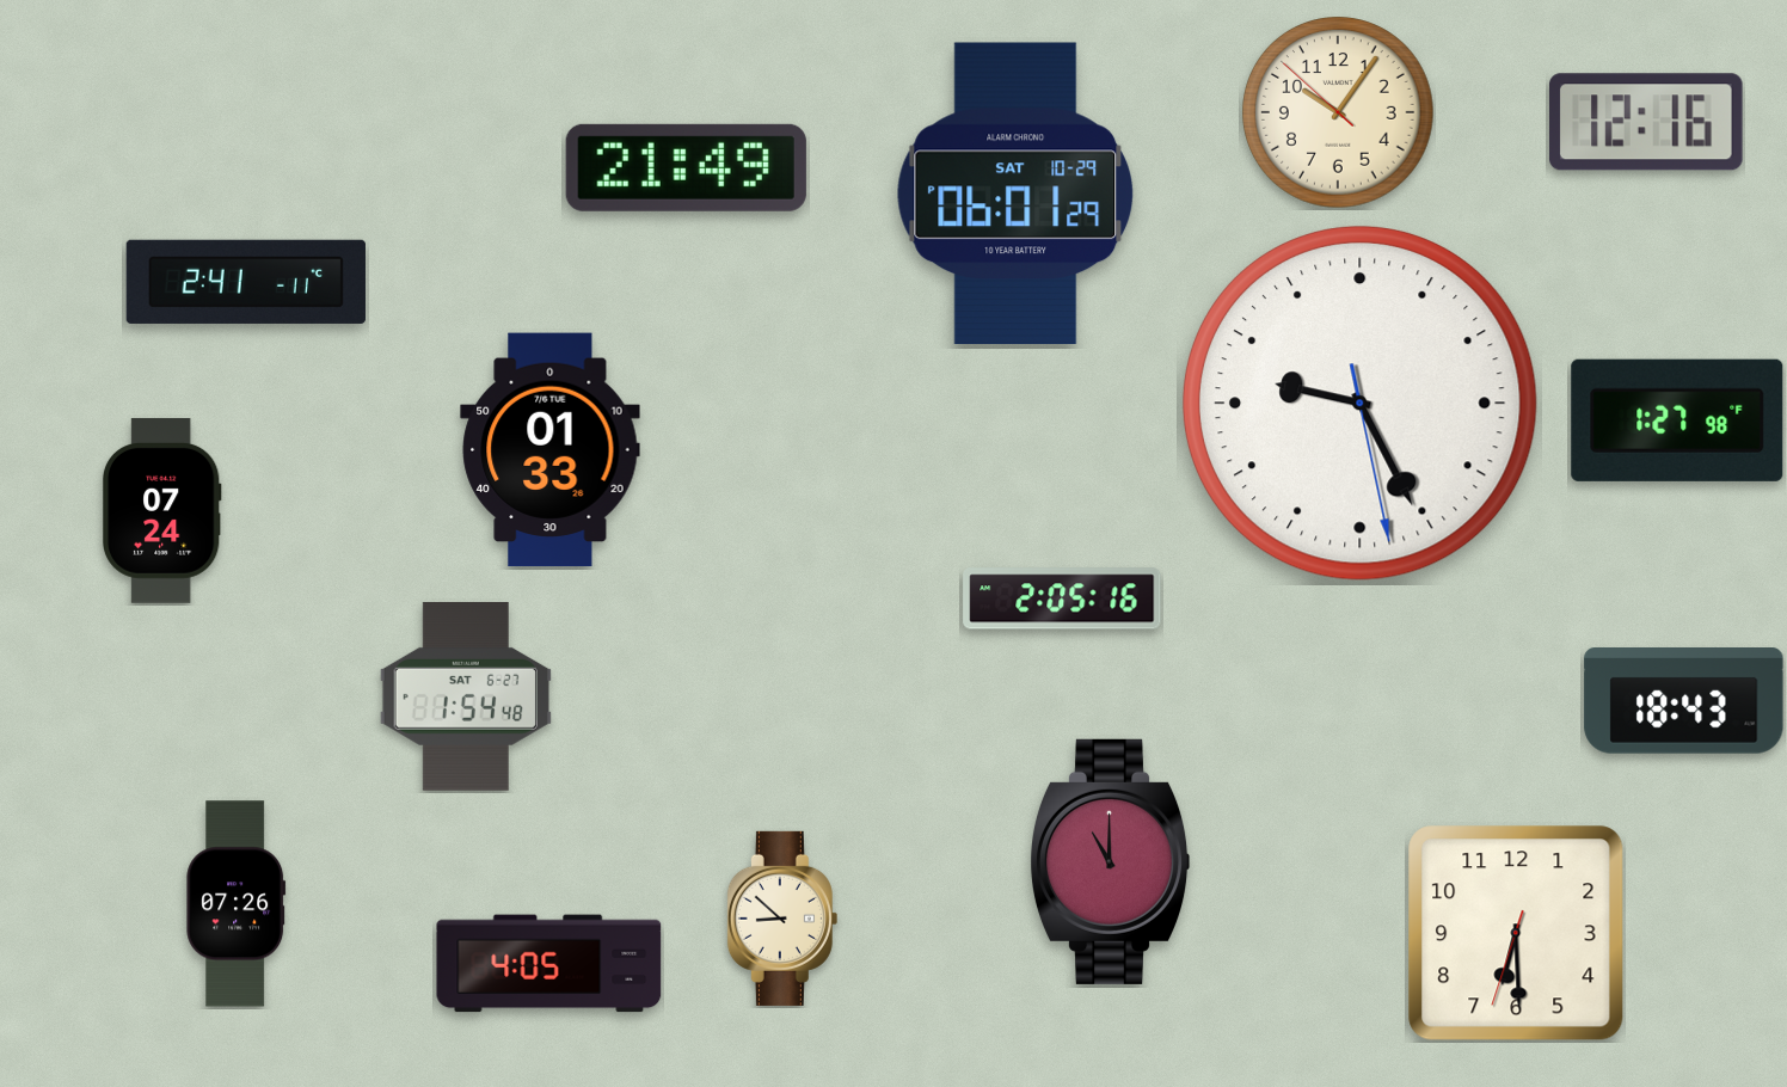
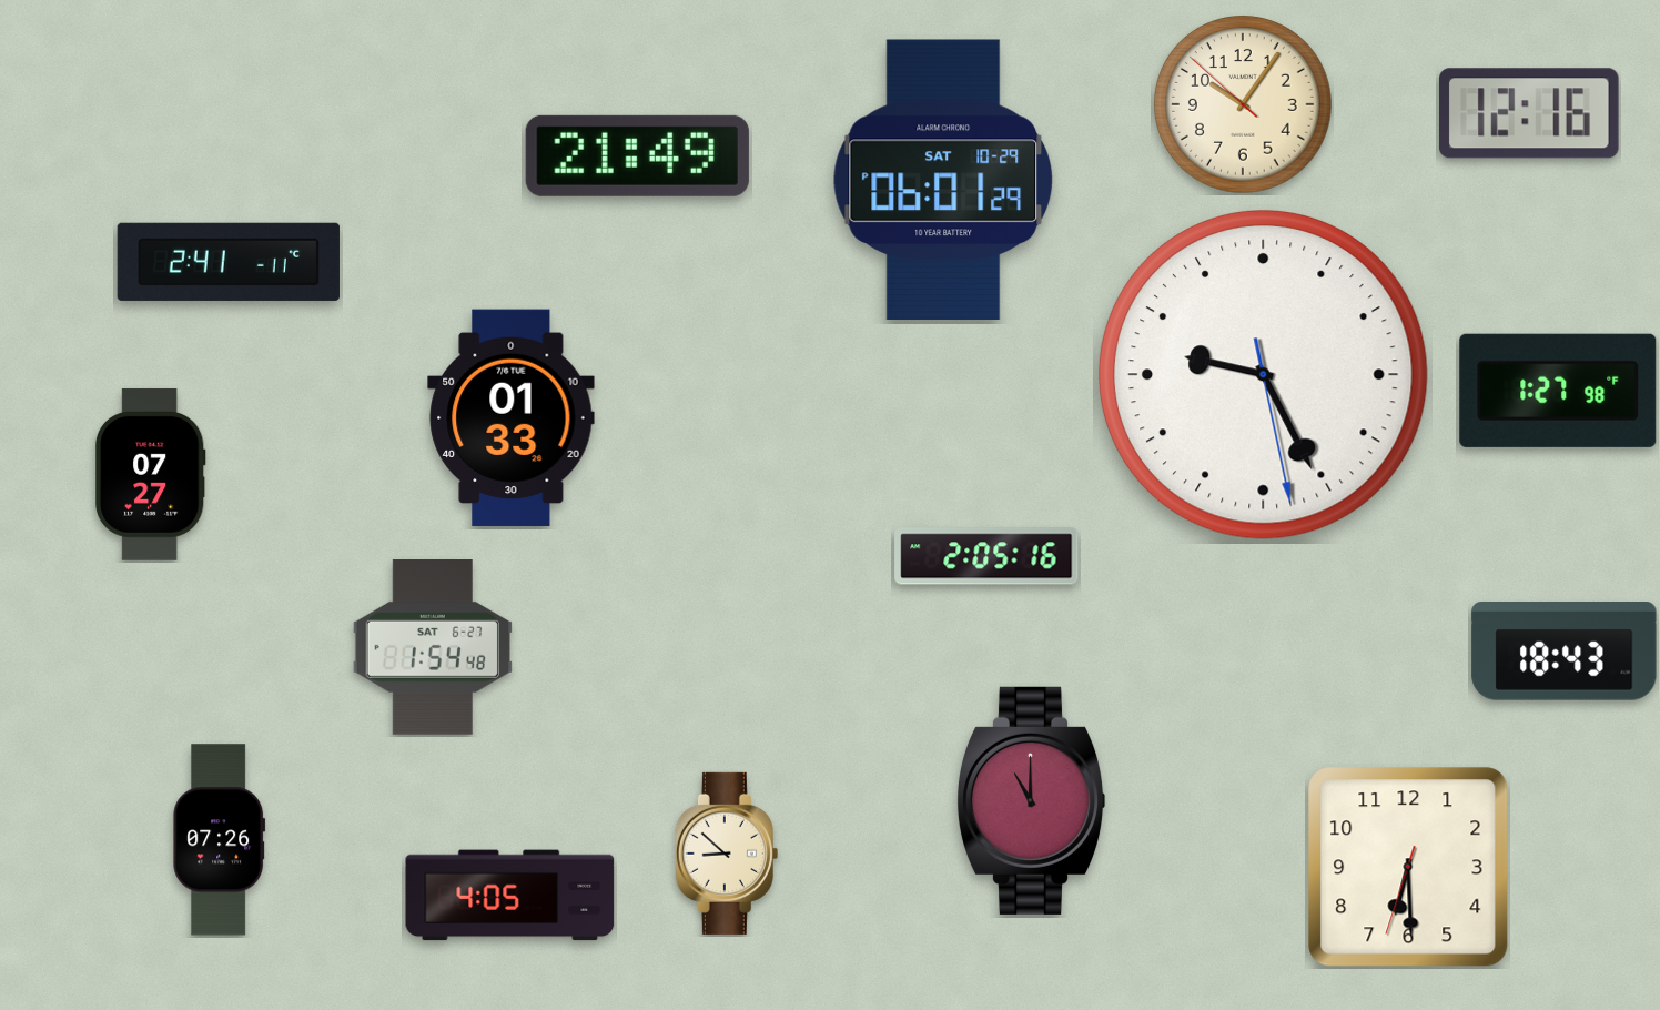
clock at (162, 510): 07:24 -> 07:27
